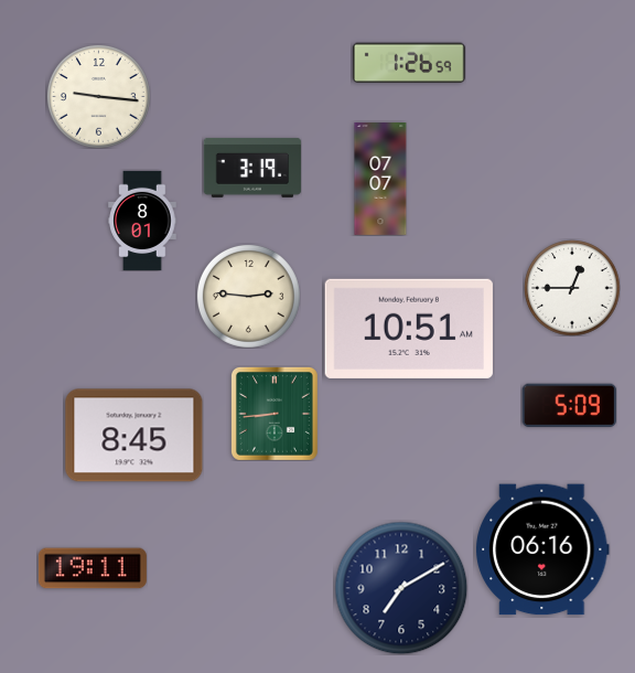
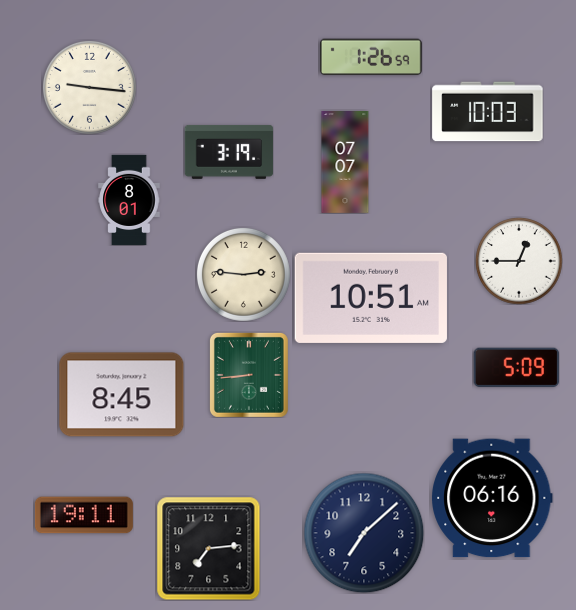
clock at (488, 112): none -> 10:03
clock at (248, 296) position: (248, 296) -> (243, 274)
clock at (401, 588): 7:10 -> 7:08
clock at (208, 548): none -> 7:14
